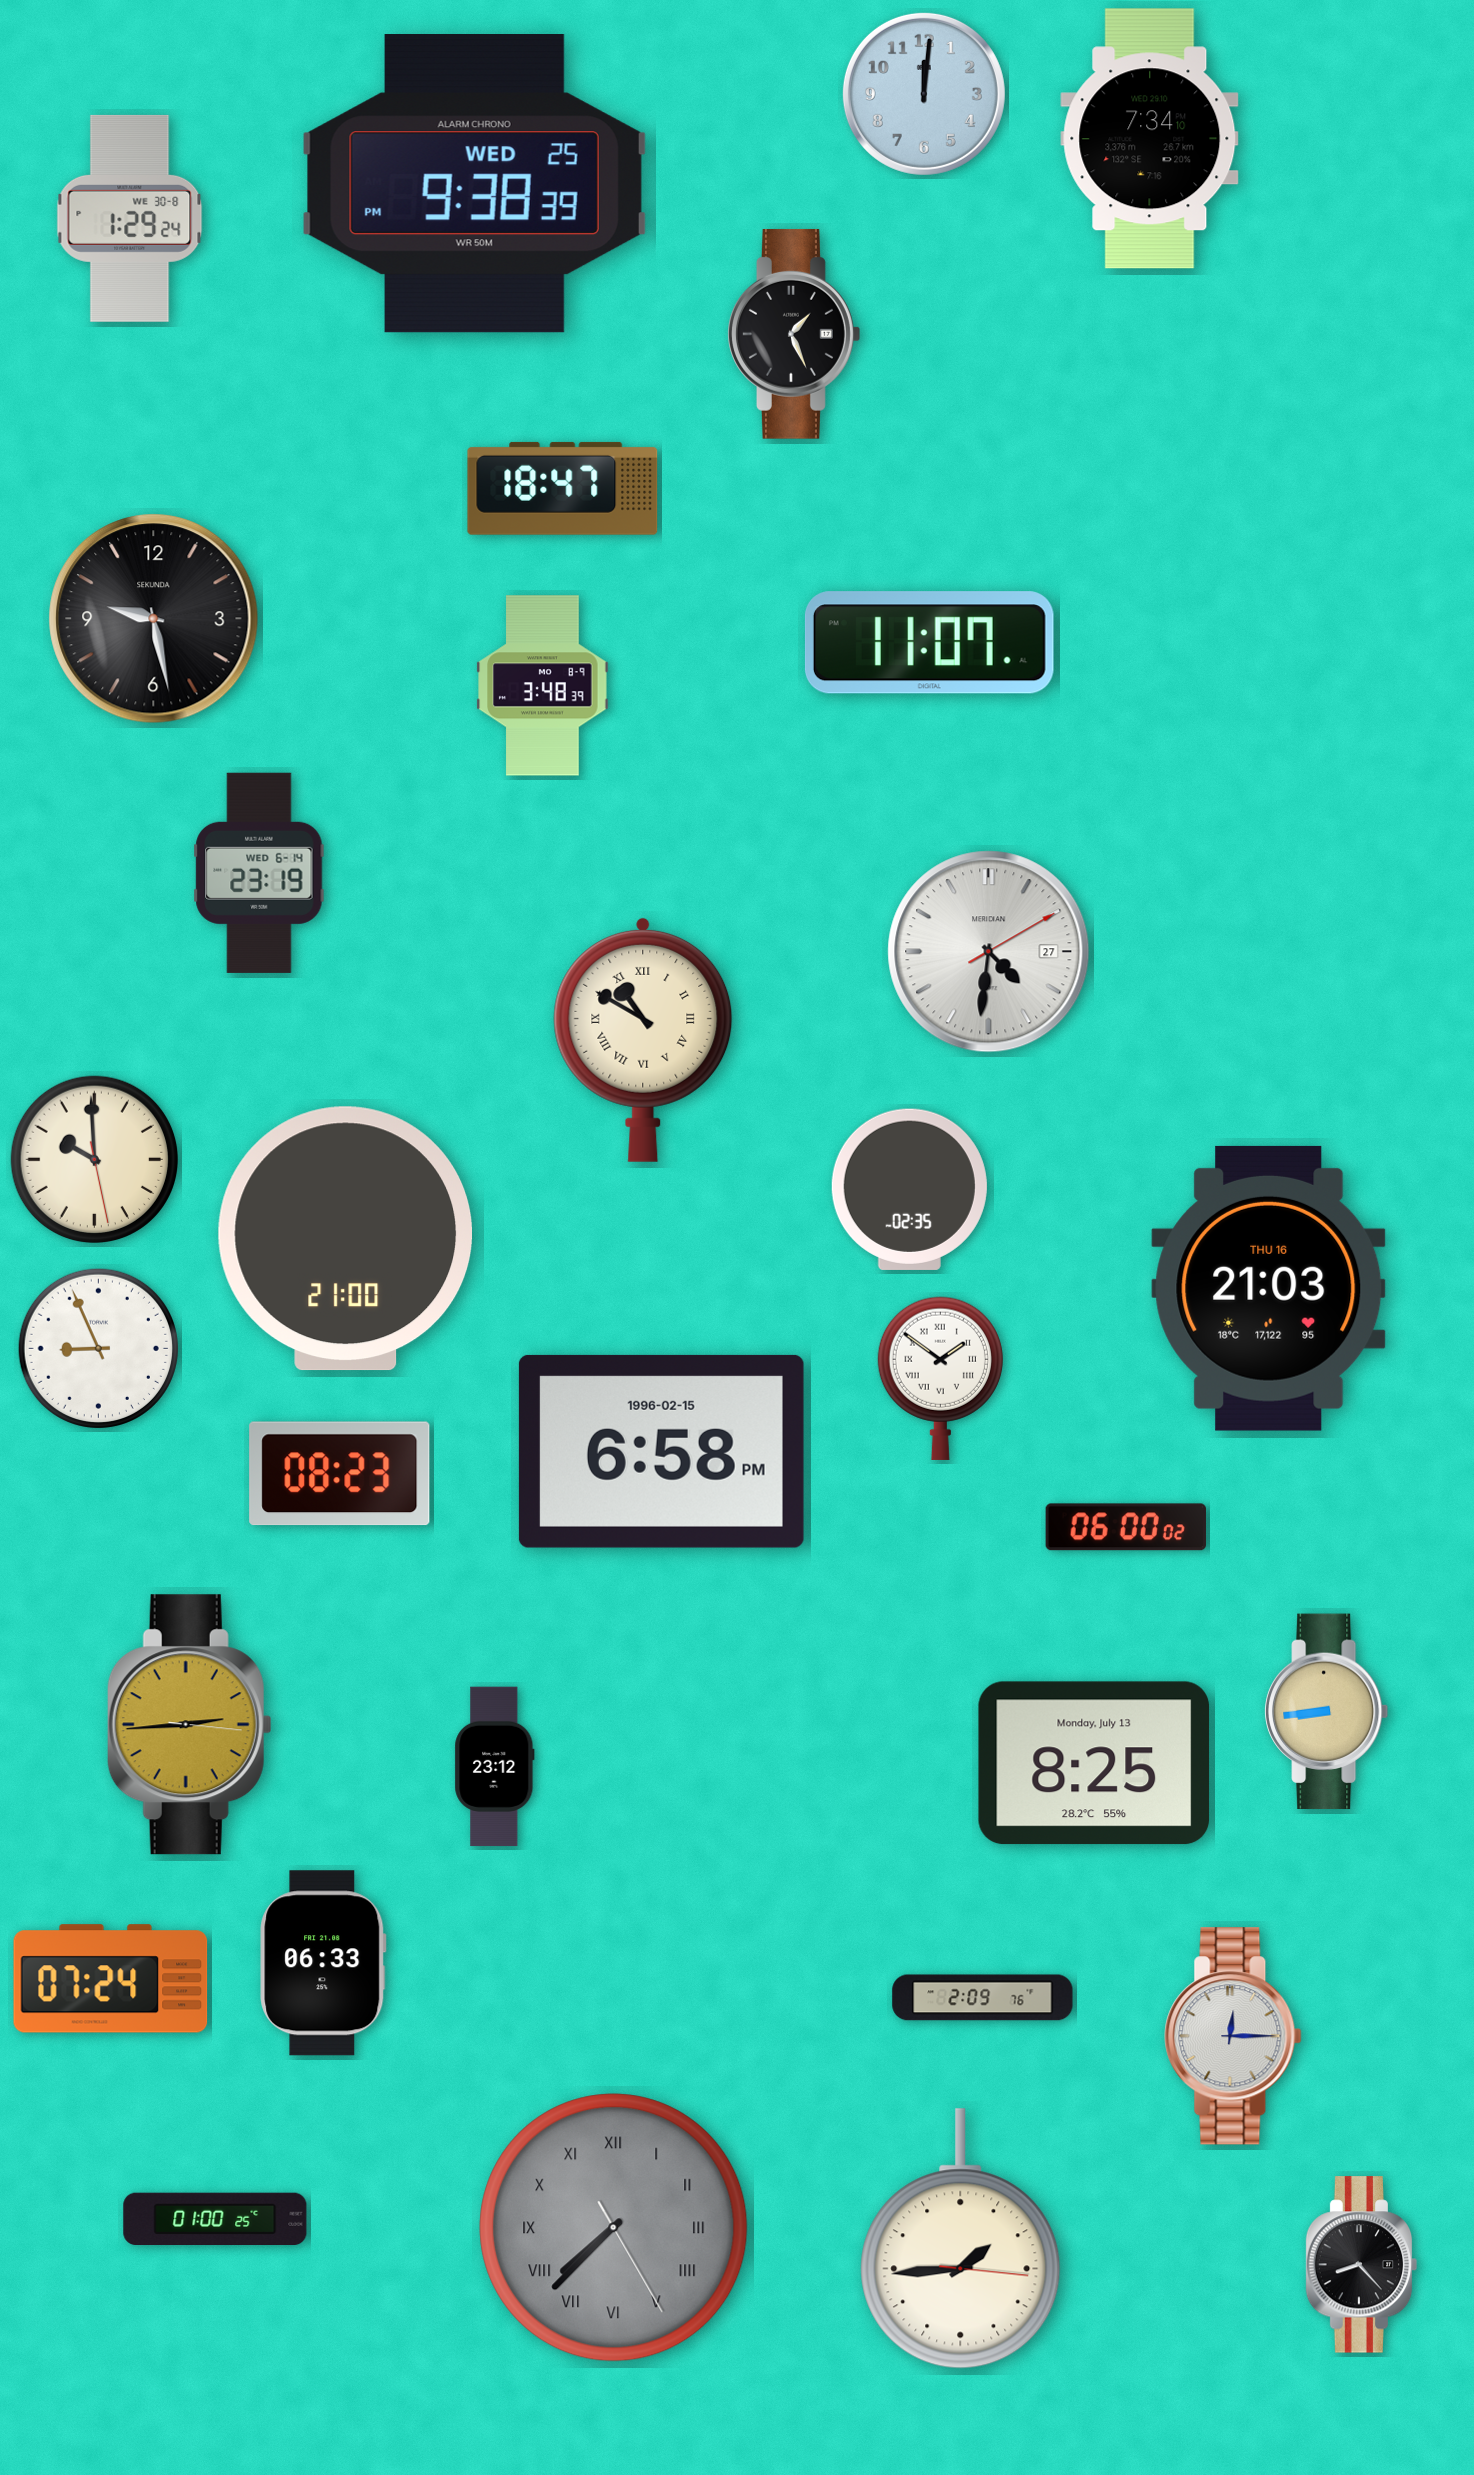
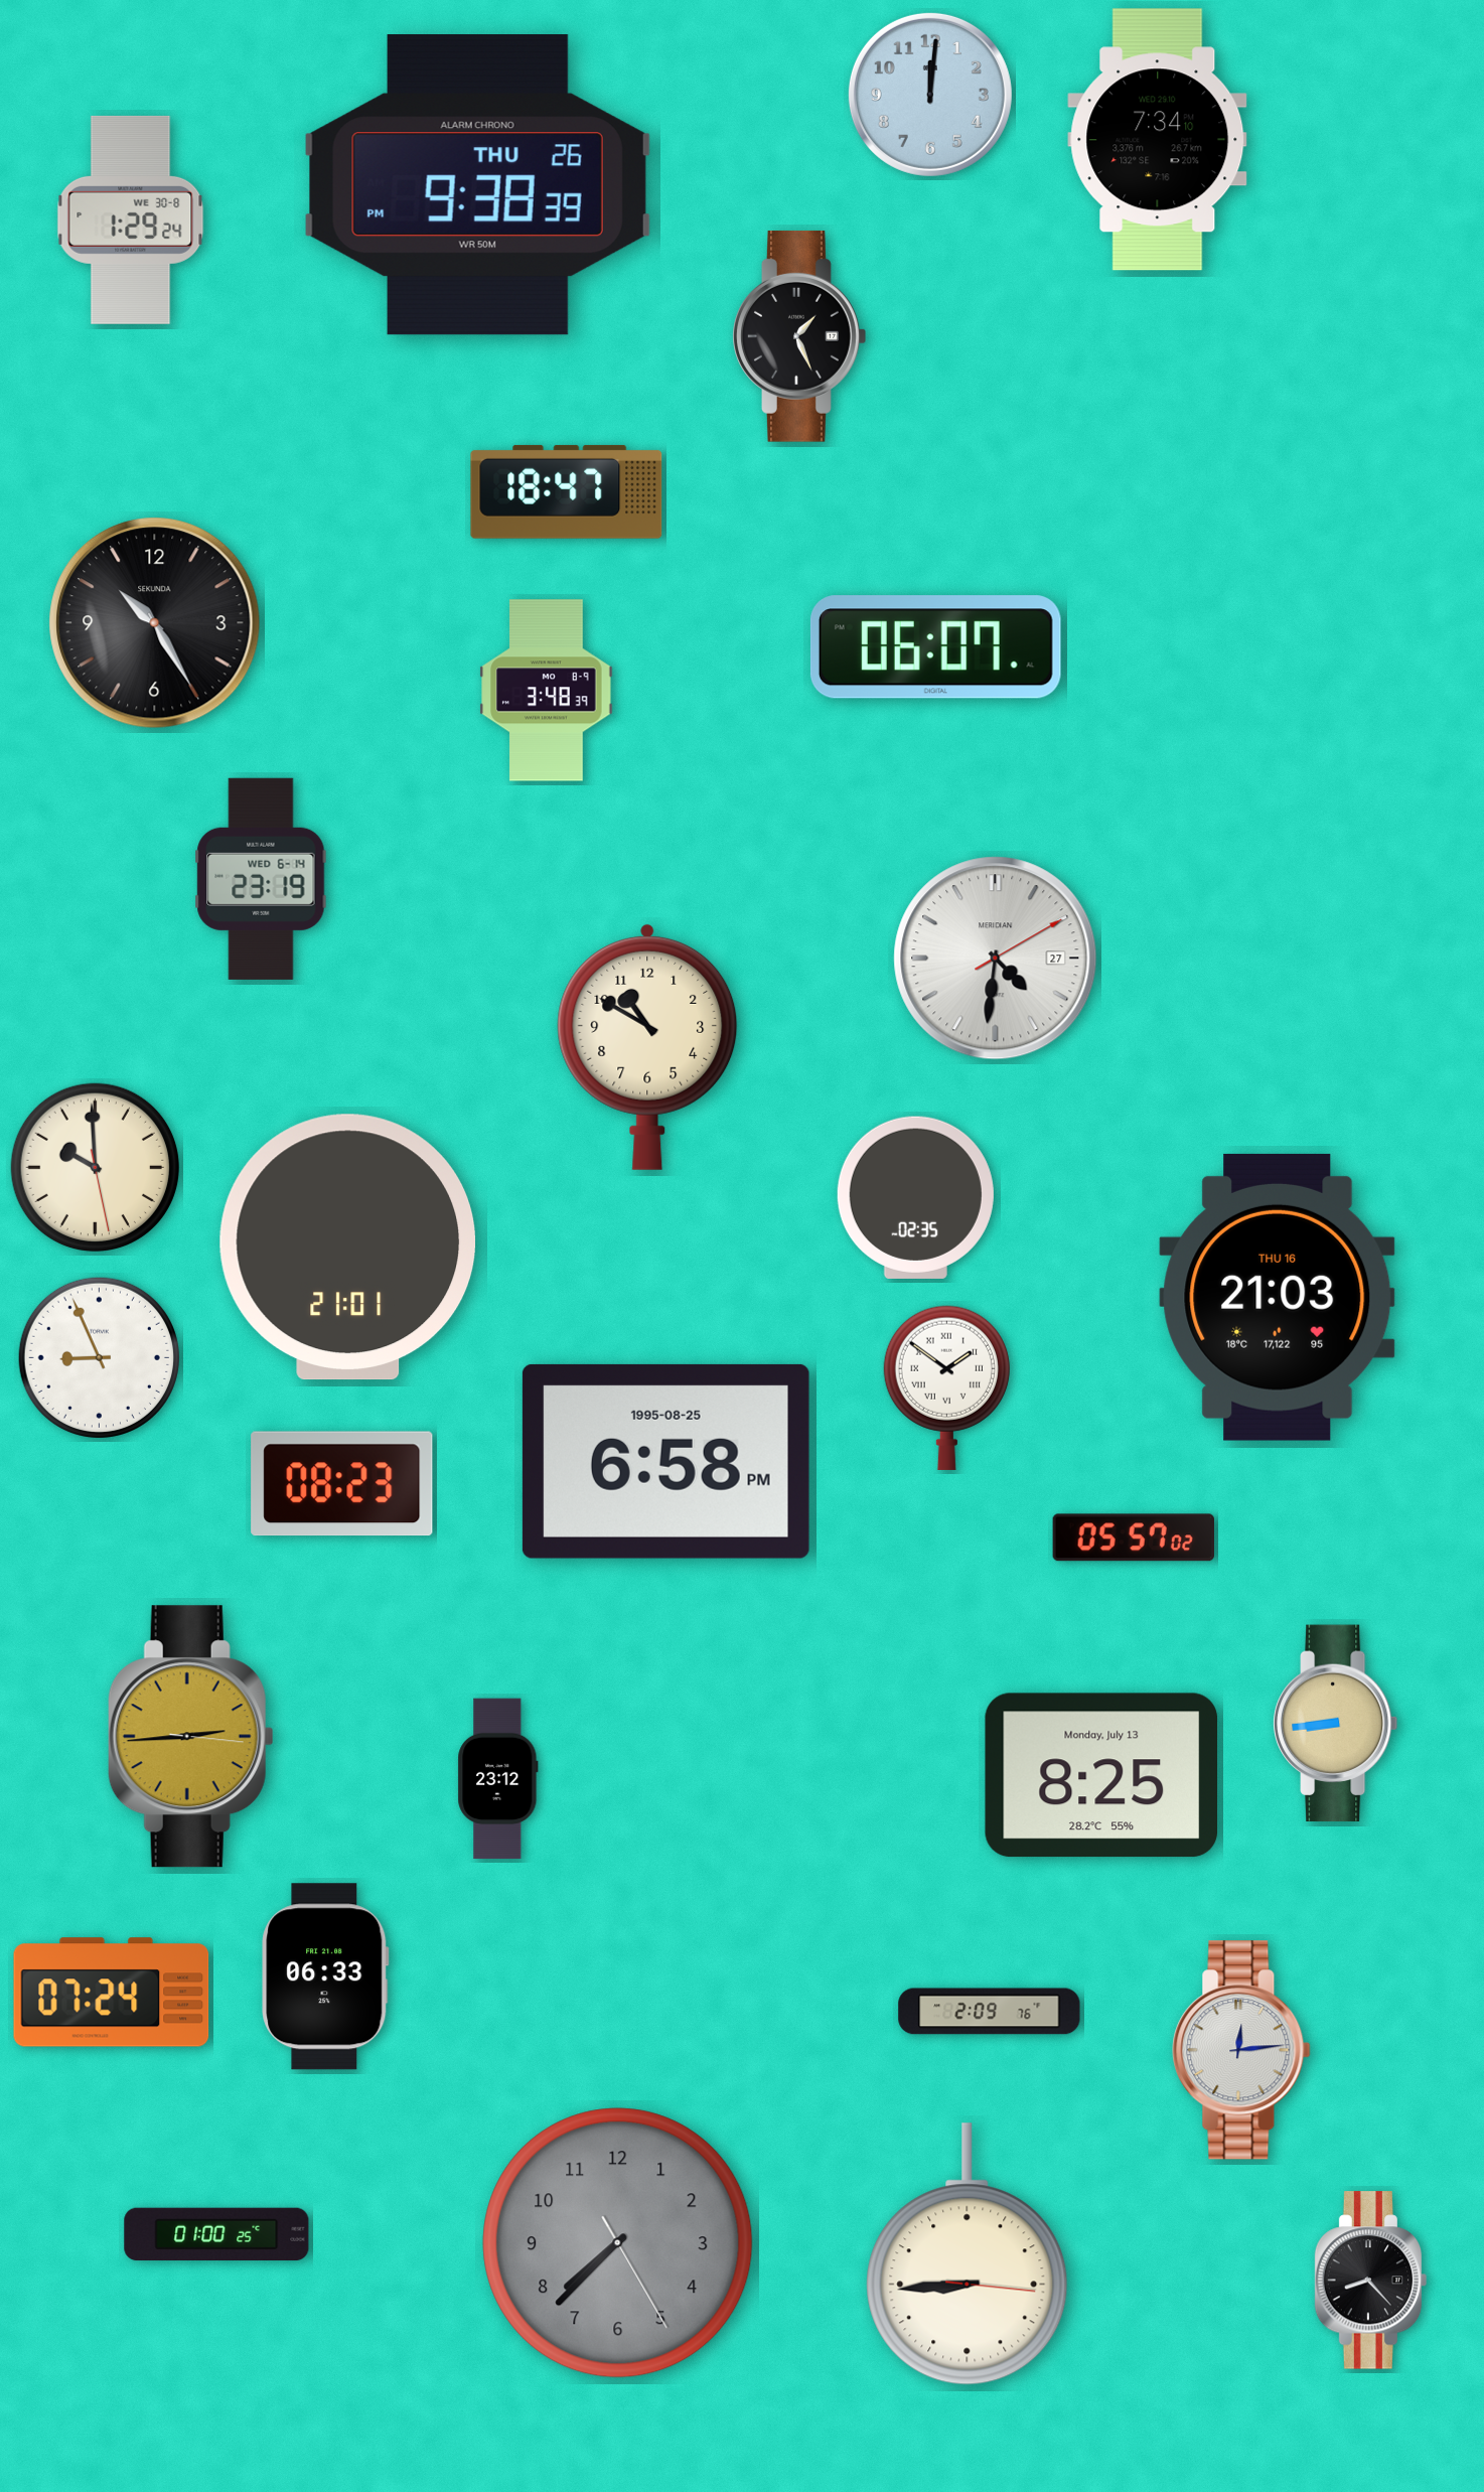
clock at (474, 184) date: WED 25 -> THU 26
clock at (154, 619): 9:28 -> 10:25
clock at (929, 643): 11:07 -> 06:07
clock at (643, 1039) numerals: Roman -> Arabic
clock at (345, 1239): 21:00 -> 21:01
clock at (661, 1451) date: 1996-02-15 -> 1995-08-25
clock at (1126, 1527): 06:00 -> 05:57
clock at (1233, 2036): 12:15 -> 12:14
clock at (614, 2228) numerals: Roman -> Arabic
clock at (961, 2239): 1:44 -> 8:44
